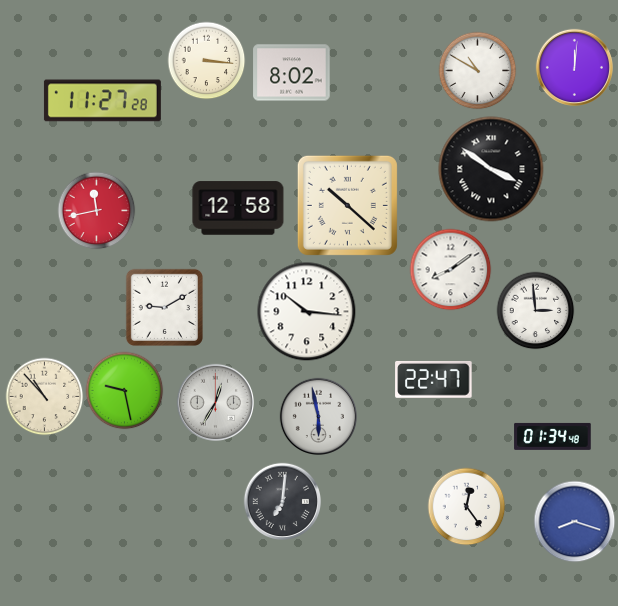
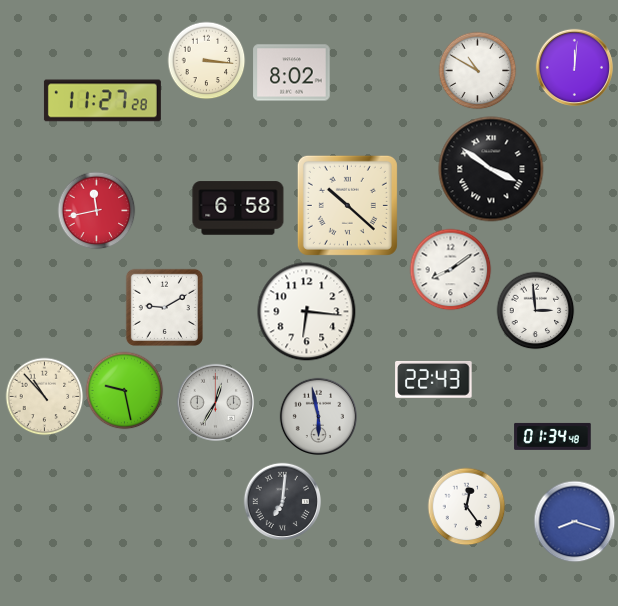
clock at (238, 208): 12:58 -> 6:58
clock at (307, 312): 10:16 -> 6:16
clock at (434, 379): 22:47 -> 22:43
